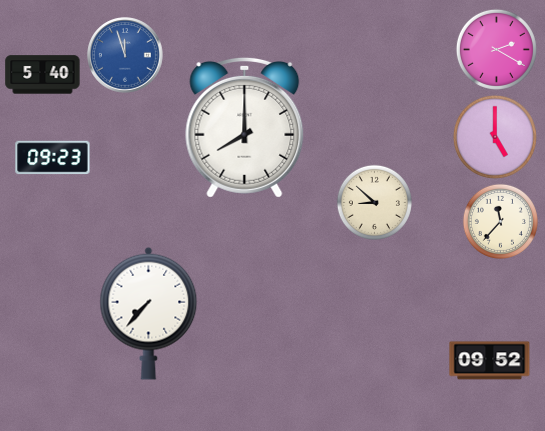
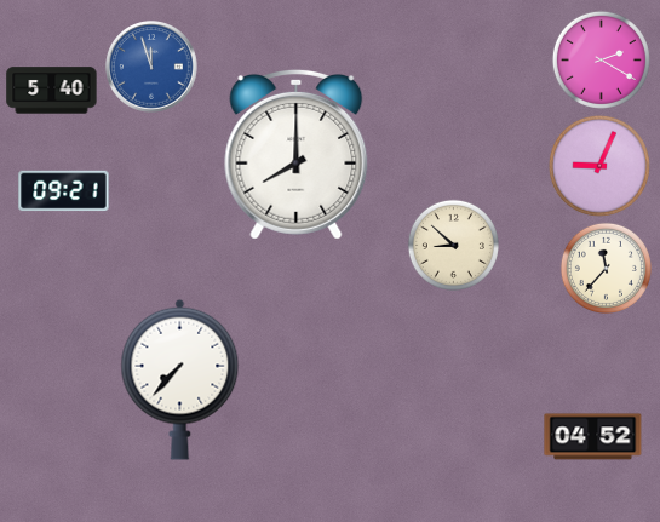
clock at (495, 137): 5:00 -> 9:04
clock at (53, 158): 09:23 -> 09:21
clock at (490, 361): 09:52 -> 04:52
